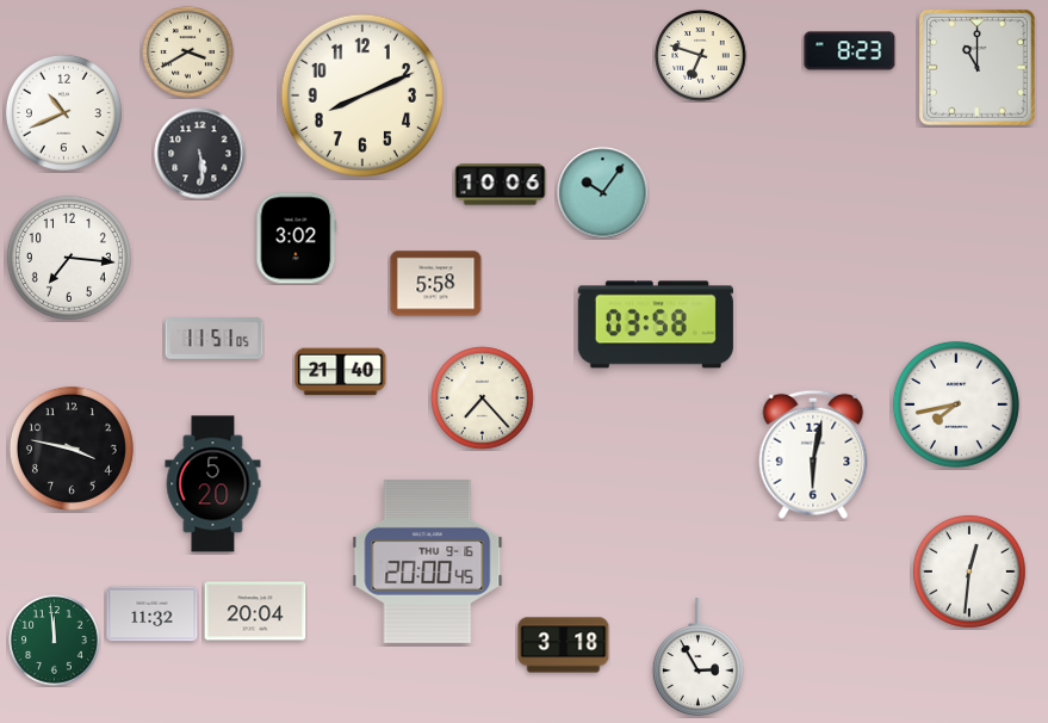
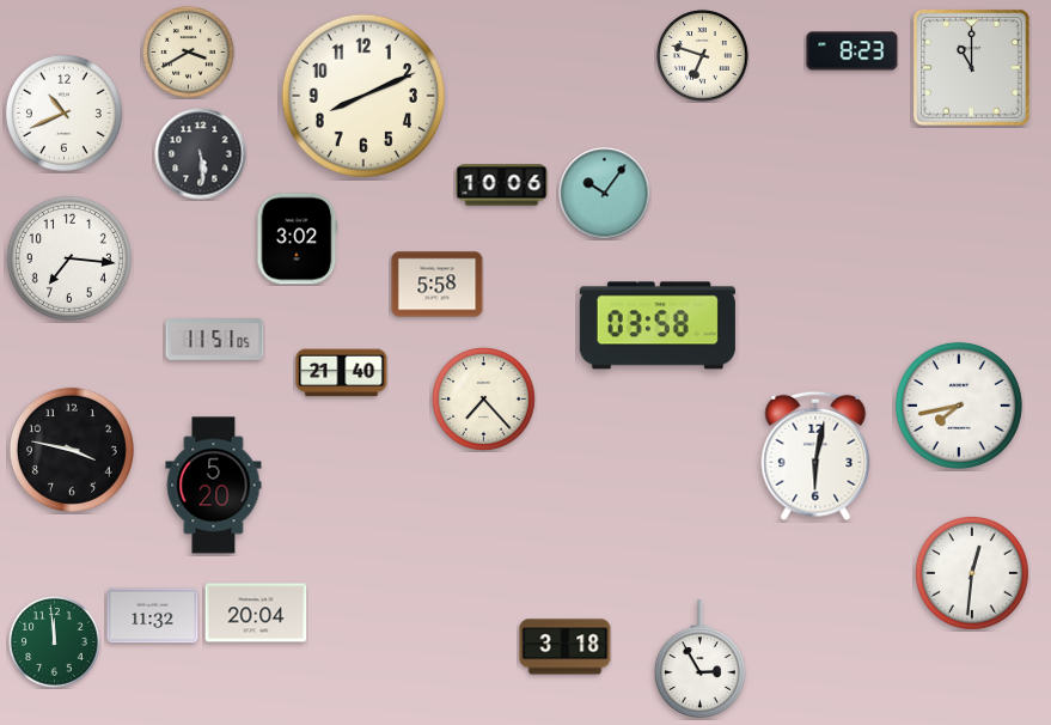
clock at (978, 68) position: (978, 68) -> (972, 68)
clock at (428, 561): 20:00 -> none
